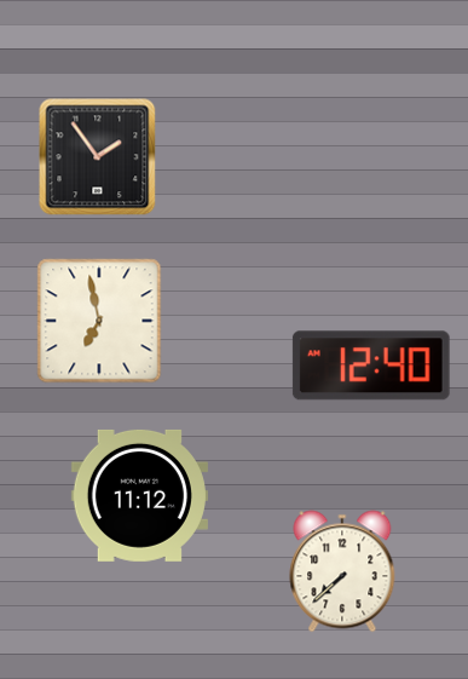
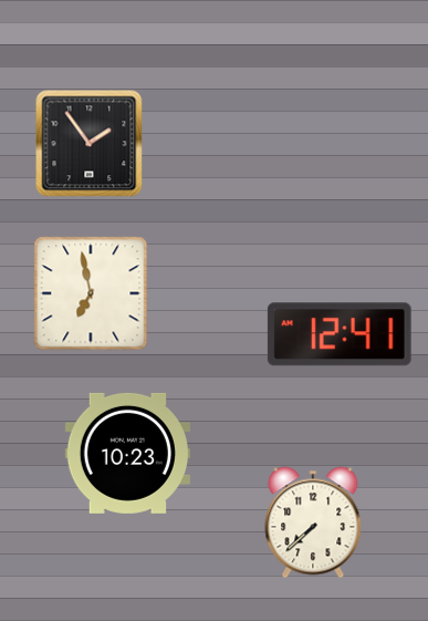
clock at (371, 366): 12:40 -> 12:41
clock at (139, 495): 11:12 -> 10:23
